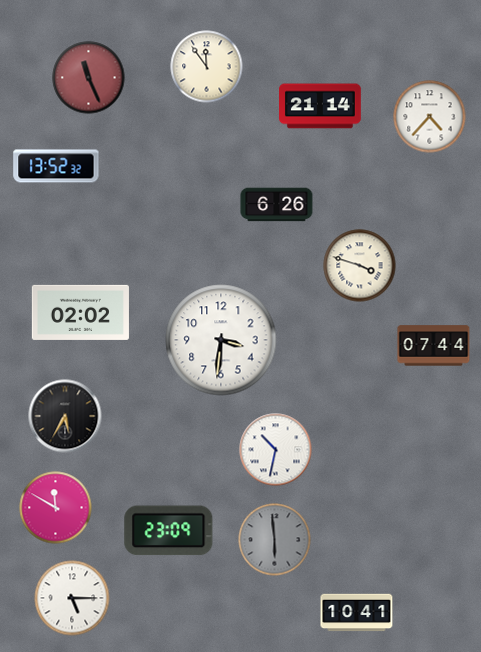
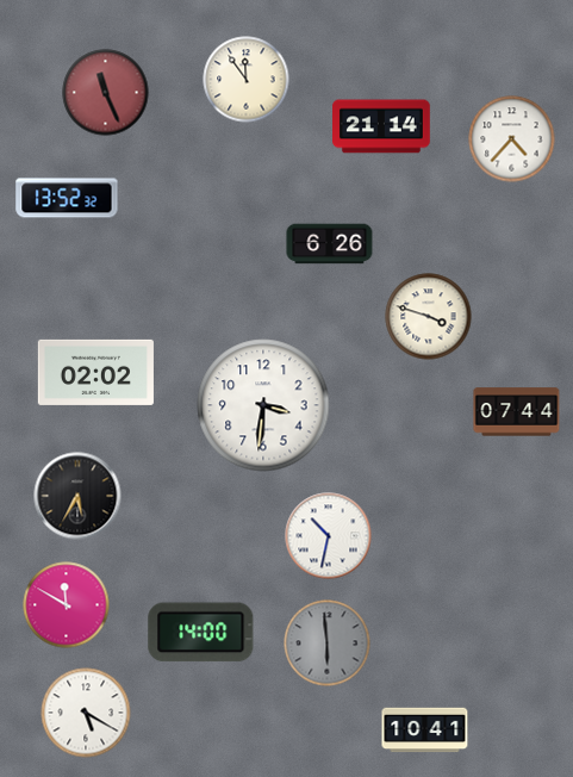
clock at (169, 531): 23:09 -> 14:00
clock at (72, 598): 5:15 -> 5:20
